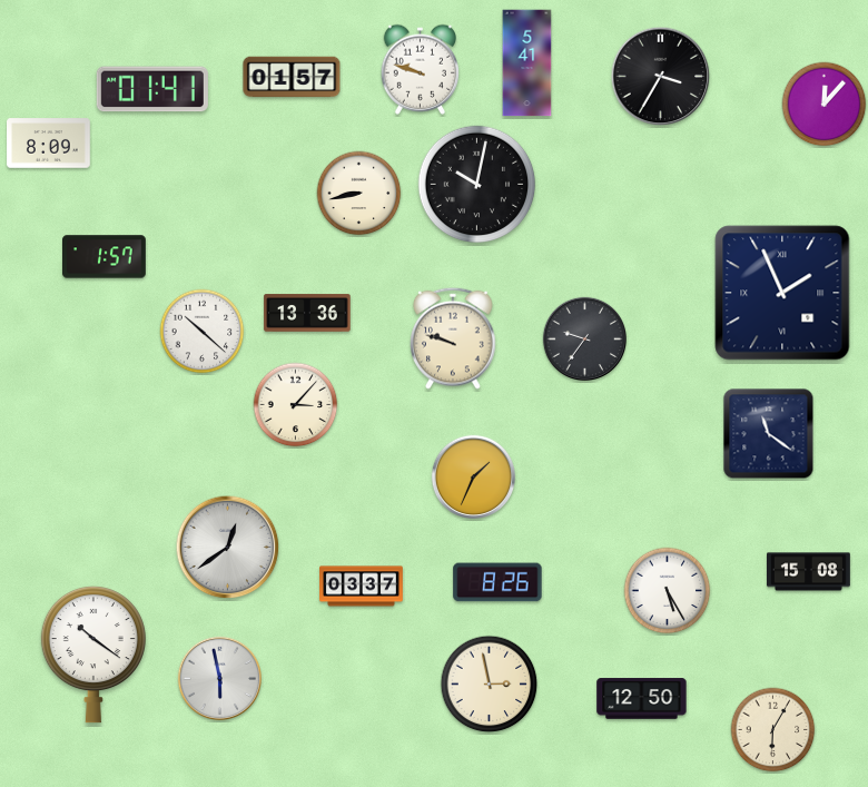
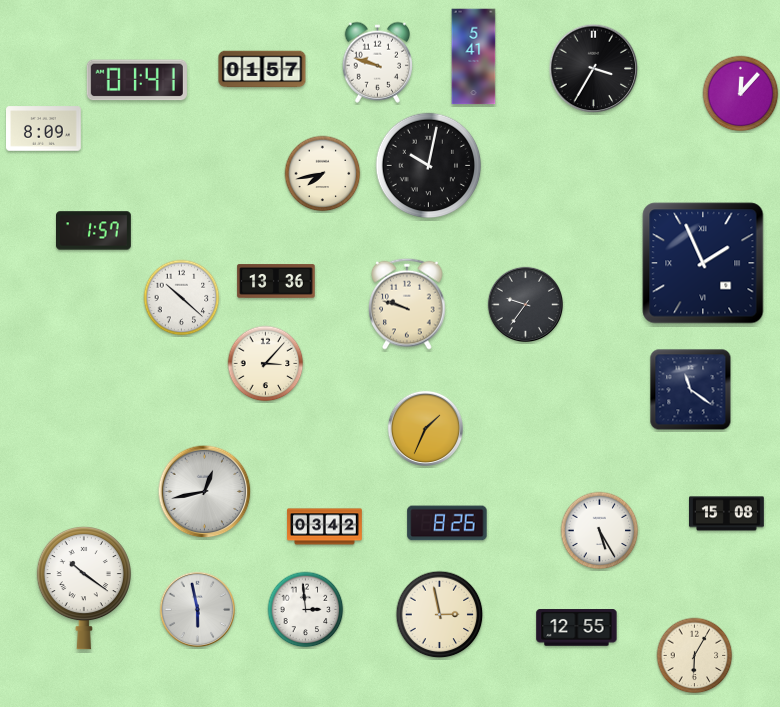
clock at (359, 194): 8:43 -> 7:43
clock at (228, 548): 12:39 -> 12:43
clock at (362, 587): 03:37 -> 03:42
clock at (306, 610): none -> 2:59
clock at (642, 699): 12:50 -> 12:55
